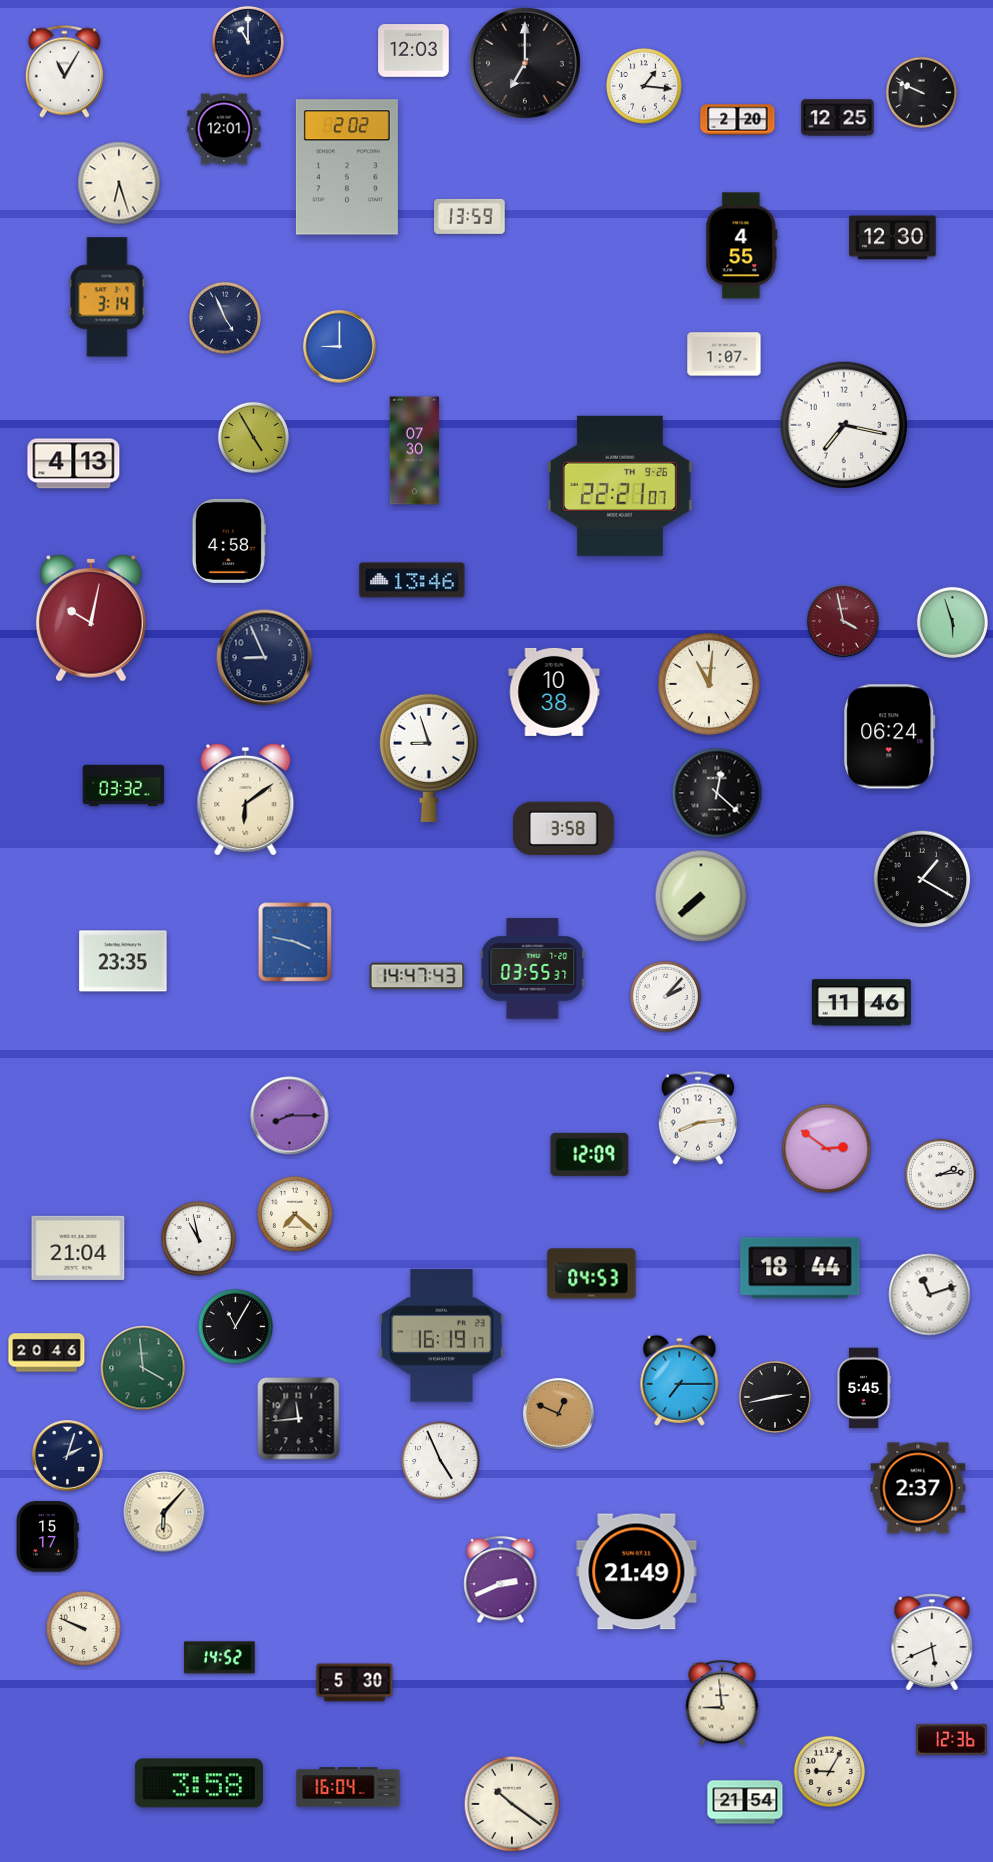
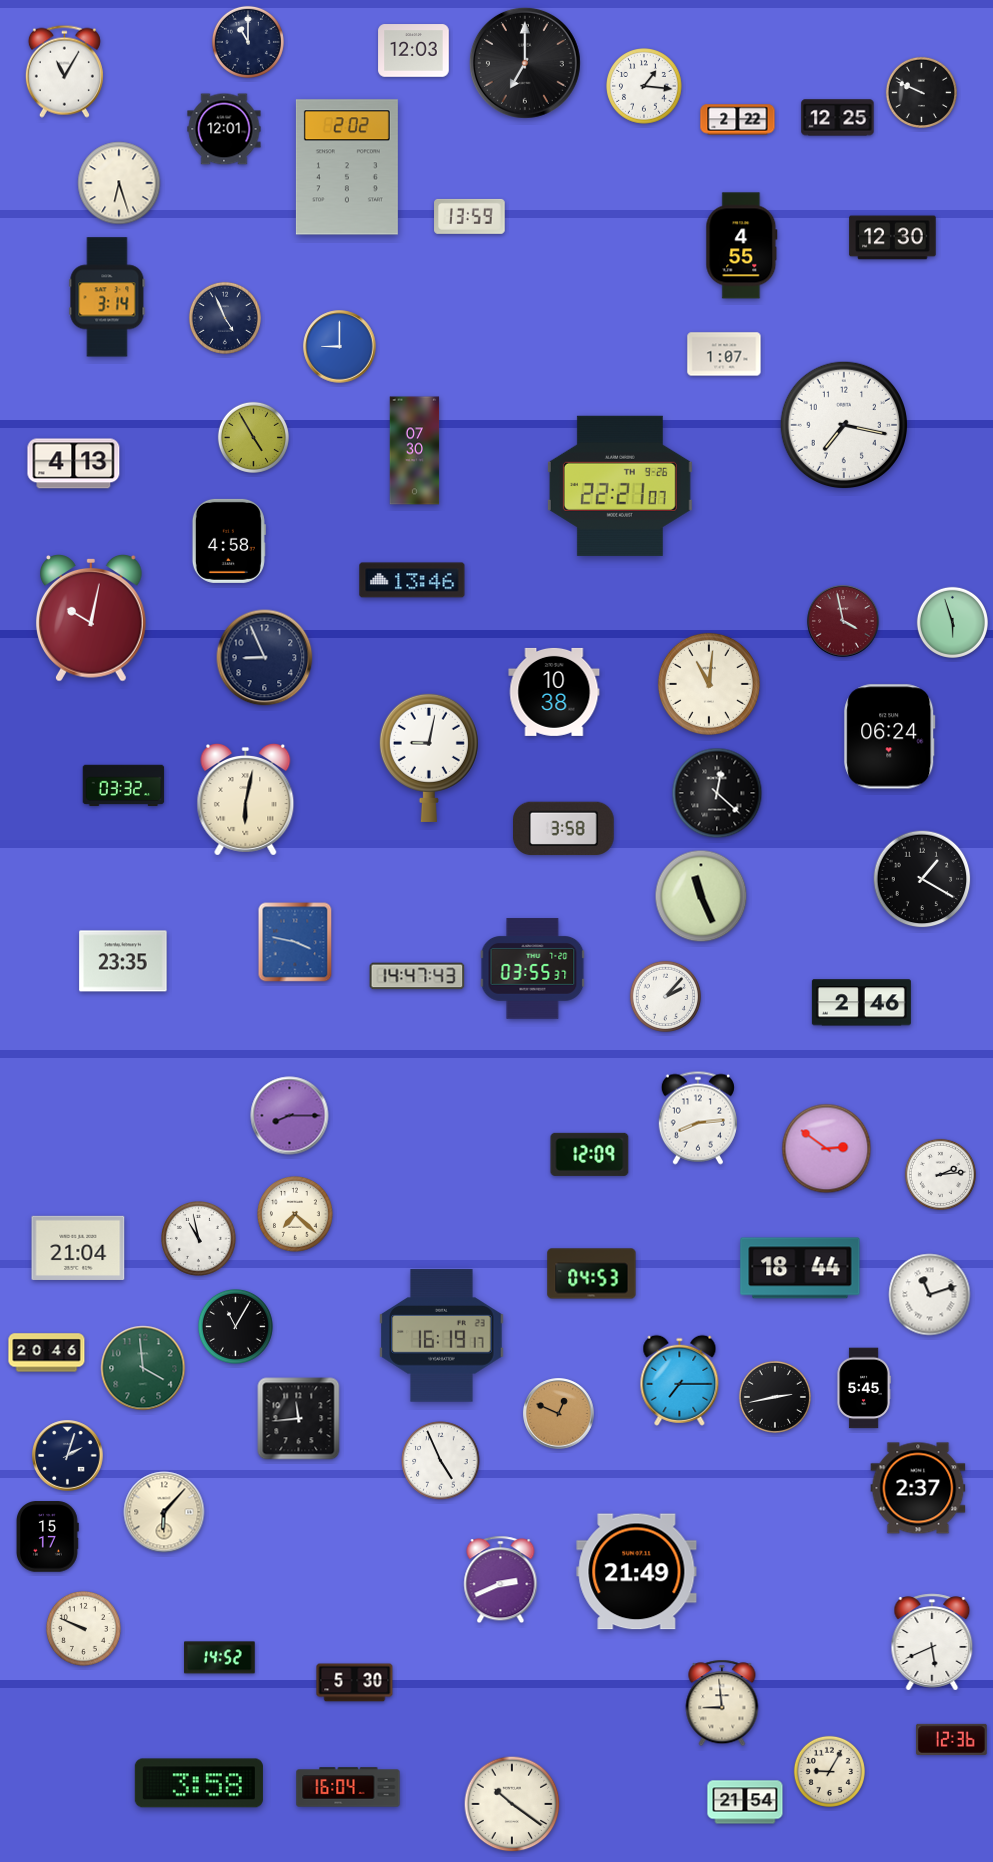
clock at (738, 120): 2:20 -> 2:22
clock at (429, 757): 8:57 -> 9:02
clock at (246, 800): 6:09 -> 6:02
clock at (701, 896): 7:38 -> 11:26
clock at (861, 1003): 11:46 -> 2:46
